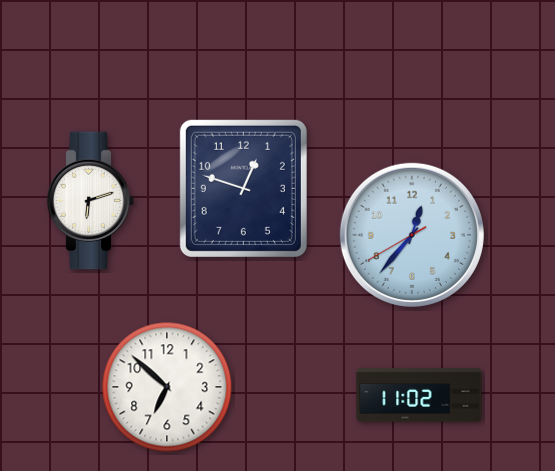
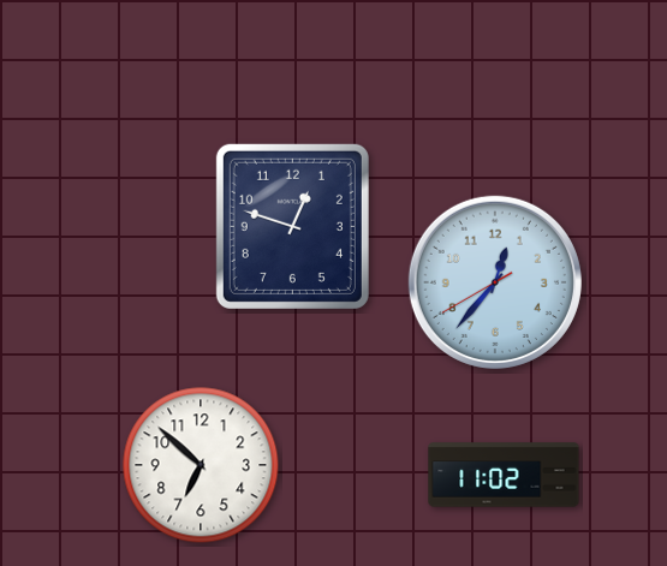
clock at (91, 201): 6:12 -> none
